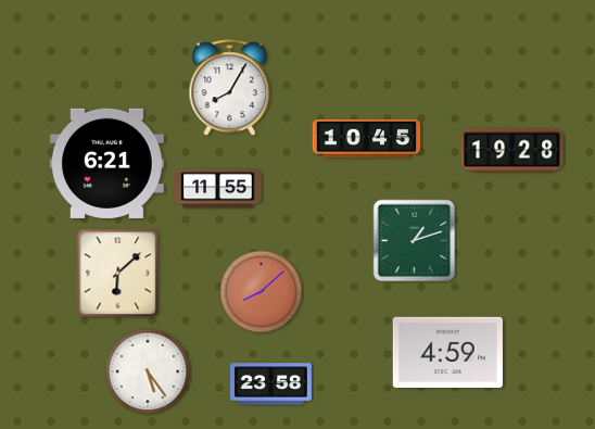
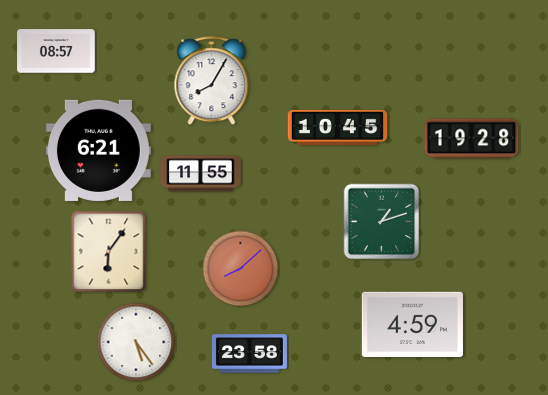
clock at (56, 51): none -> 08:57
clock at (118, 274): 6:08 -> 6:06
